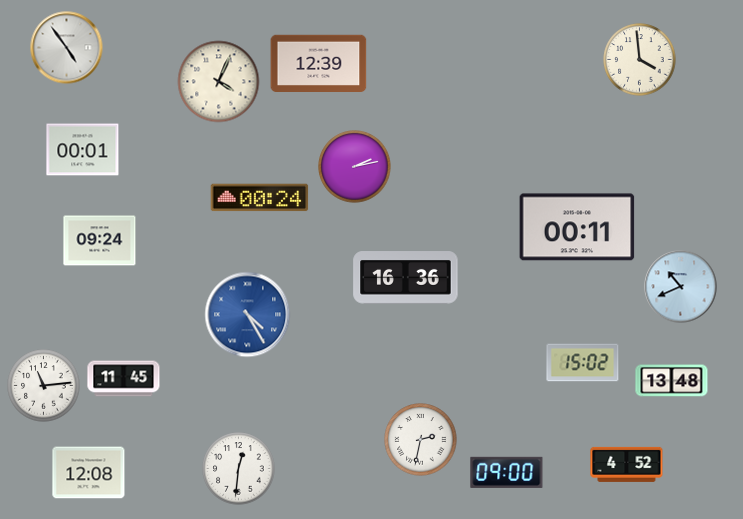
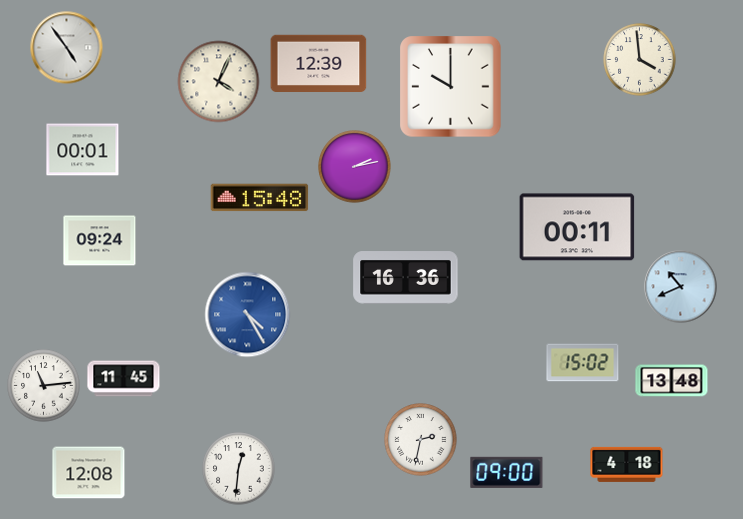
clock at (451, 87): none -> 10:00
clock at (260, 198): 00:24 -> 15:48
clock at (627, 464): 4:52 -> 4:18
